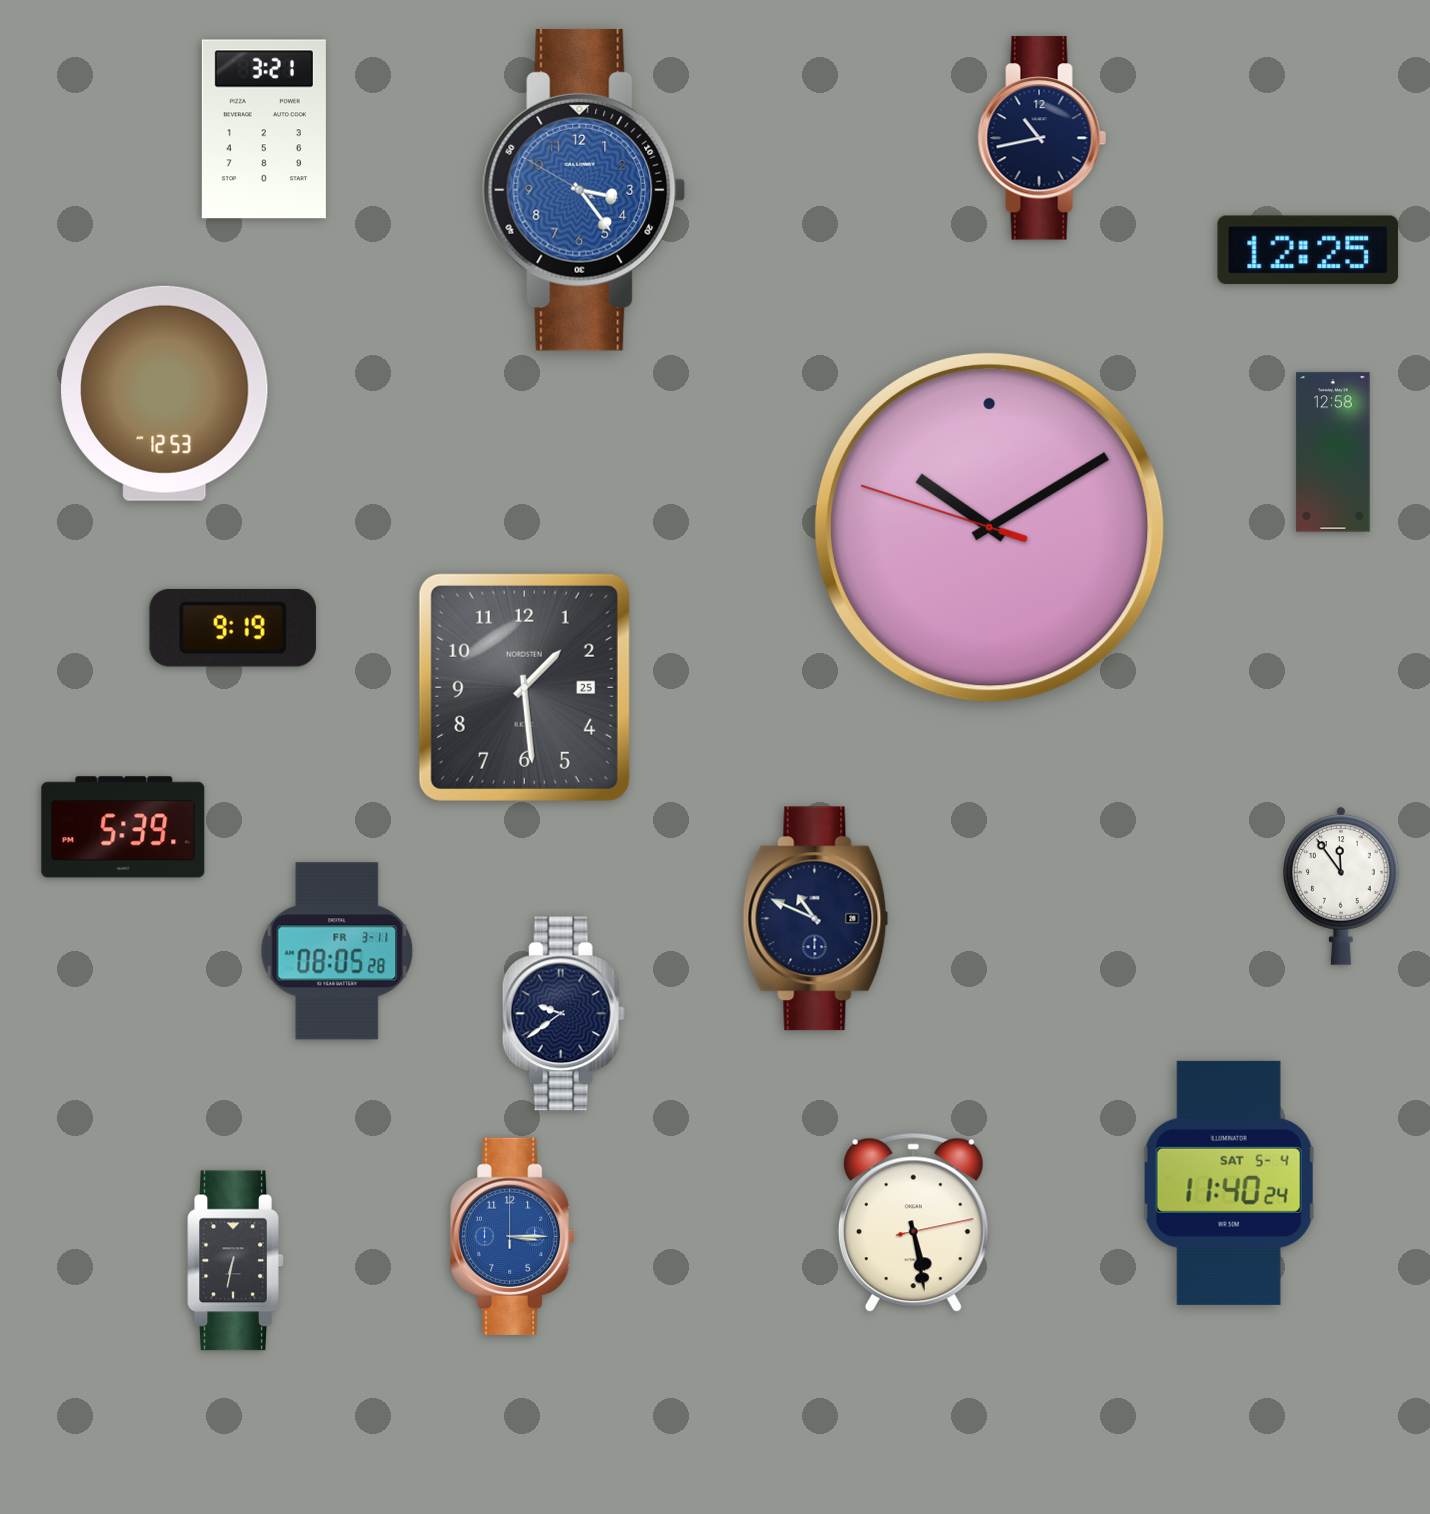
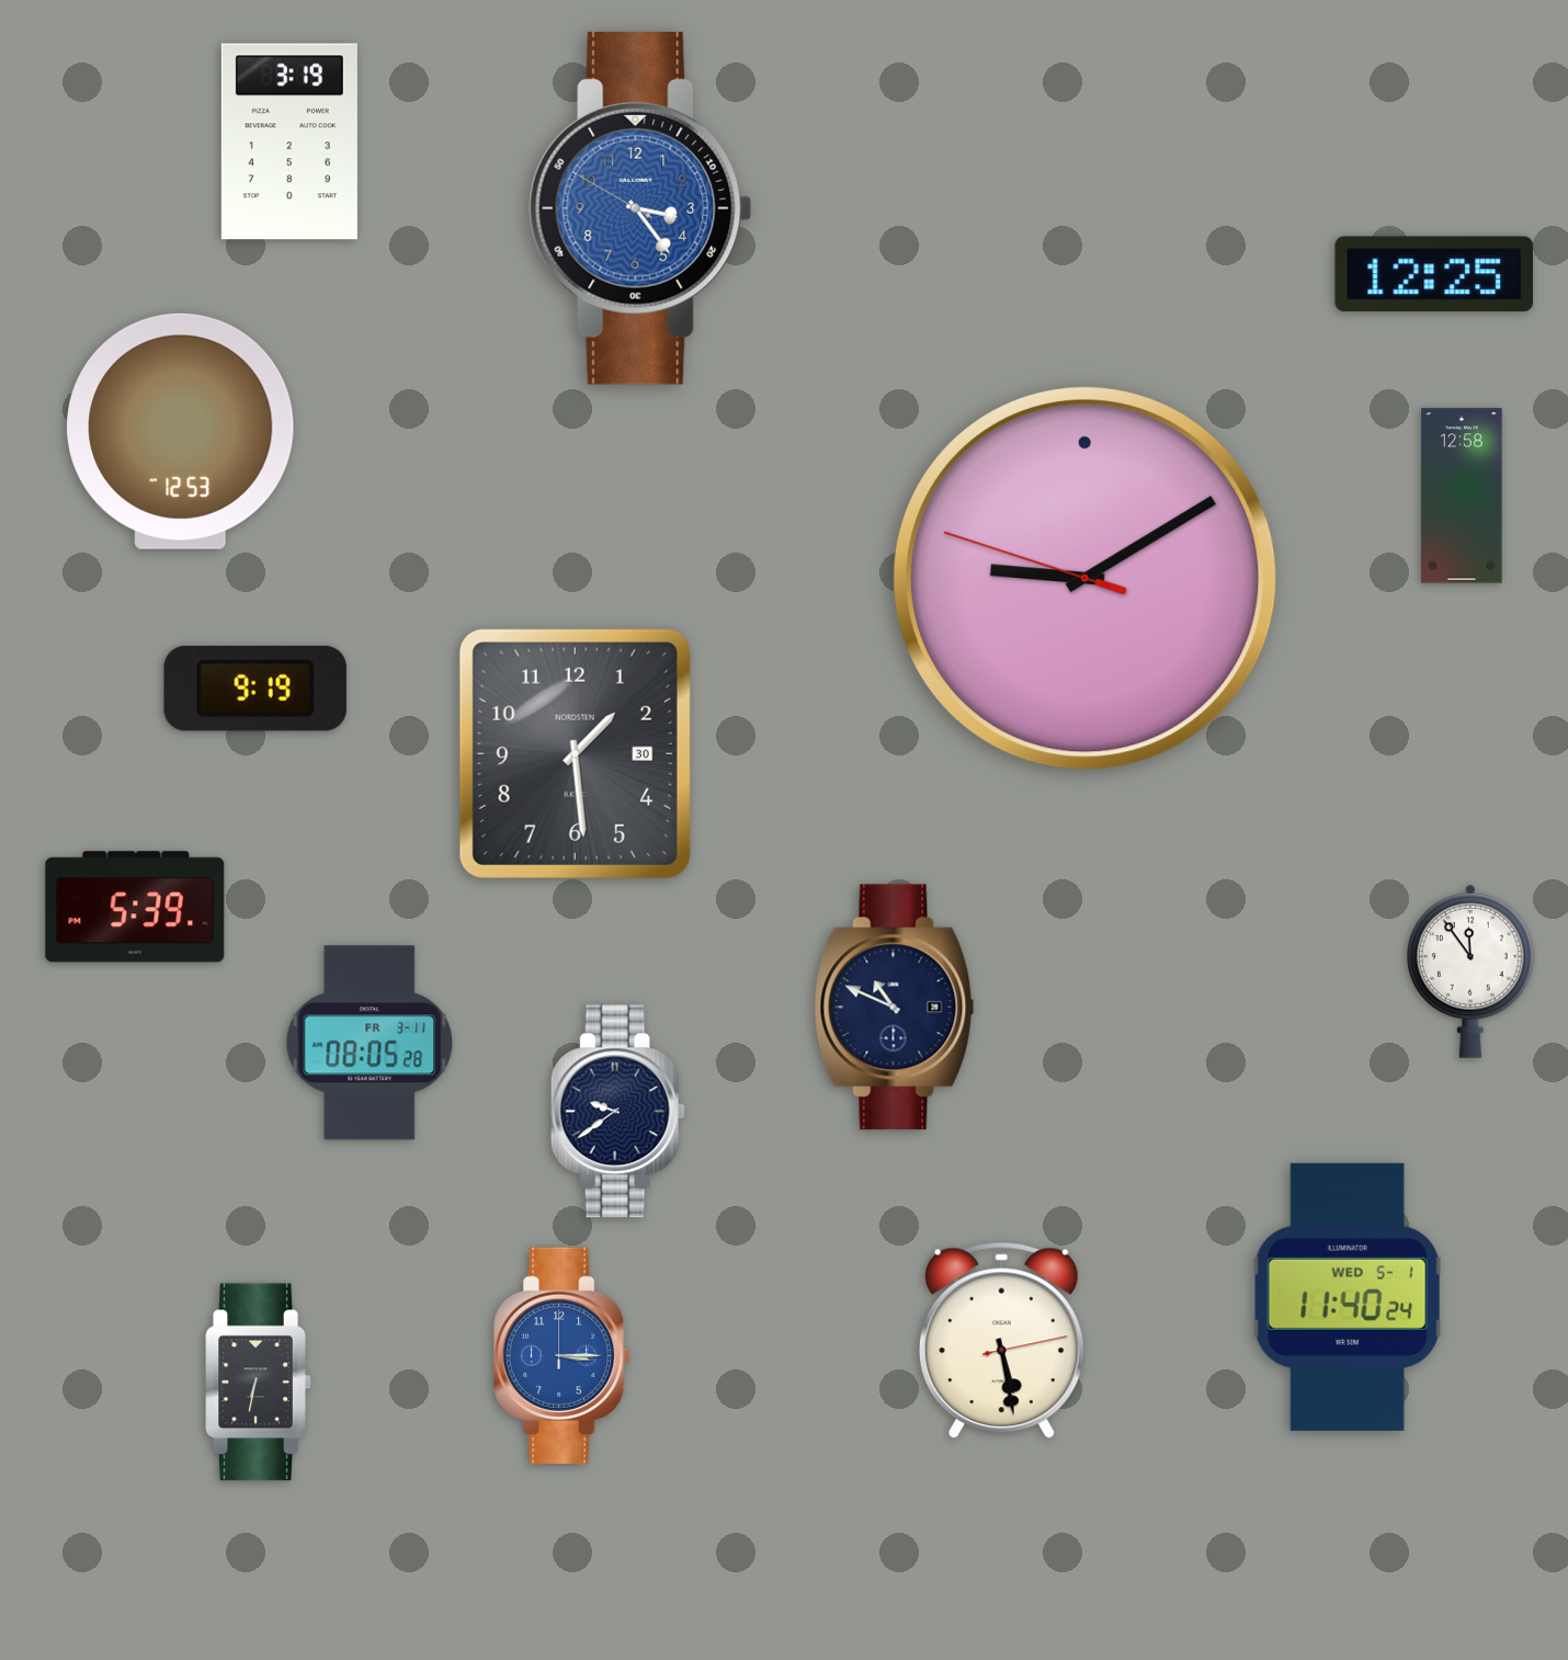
clock at (264, 129): 3:21 -> 3:19
clock at (1042, 138): 10:43 -> none
clock at (989, 527): 10:09 -> 9:09
clock at (524, 687) date: 25 -> 30
clock at (1229, 1183) date: SAT 5-4 -> WED 5-1
